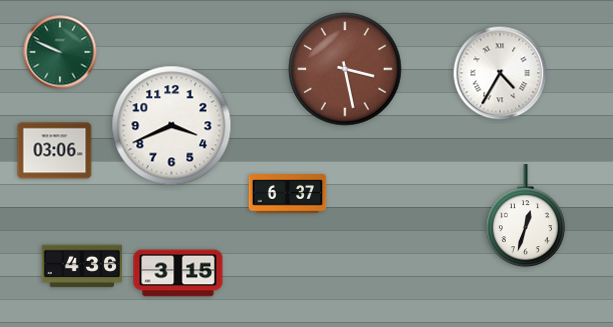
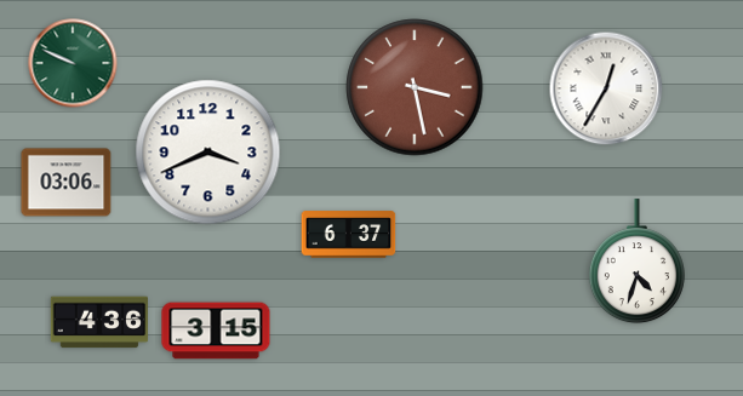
clock at (345, 69) position: (345, 69) -> (415, 87)
clock at (500, 73): 4:35 -> 12:35
clock at (525, 216): 12:33 -> 4:33
